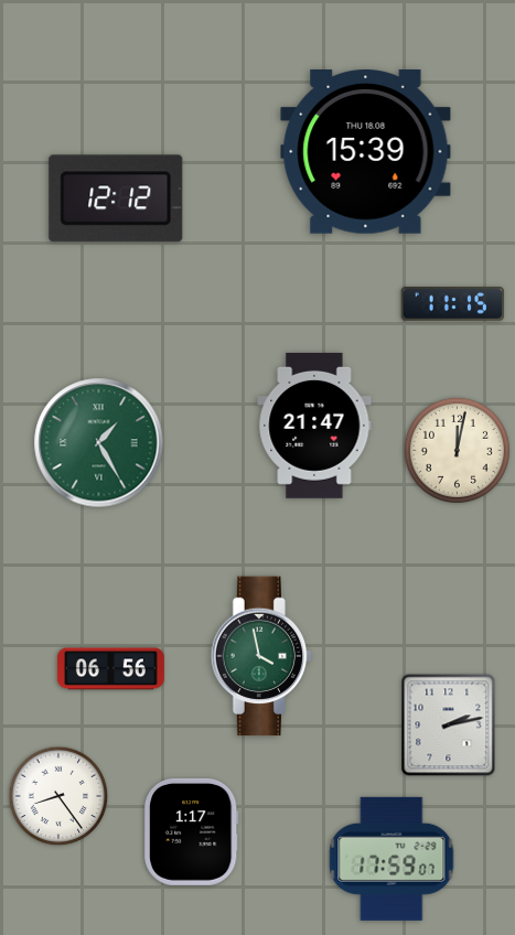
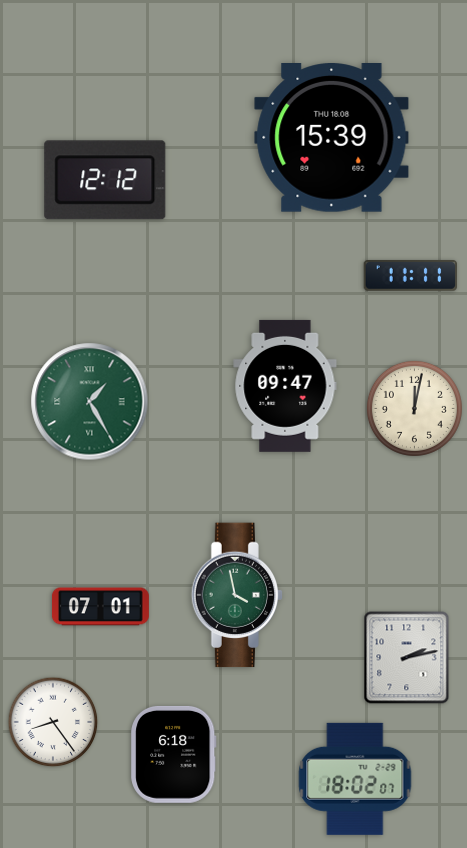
clock at (452, 304): 11:15 -> 11:11
clock at (314, 426): 21:47 -> 09:47
clock at (110, 669): 06:56 -> 07:01
clock at (192, 831): 1:17 -> 6:18
clock at (391, 859): 17:59 -> 18:02
